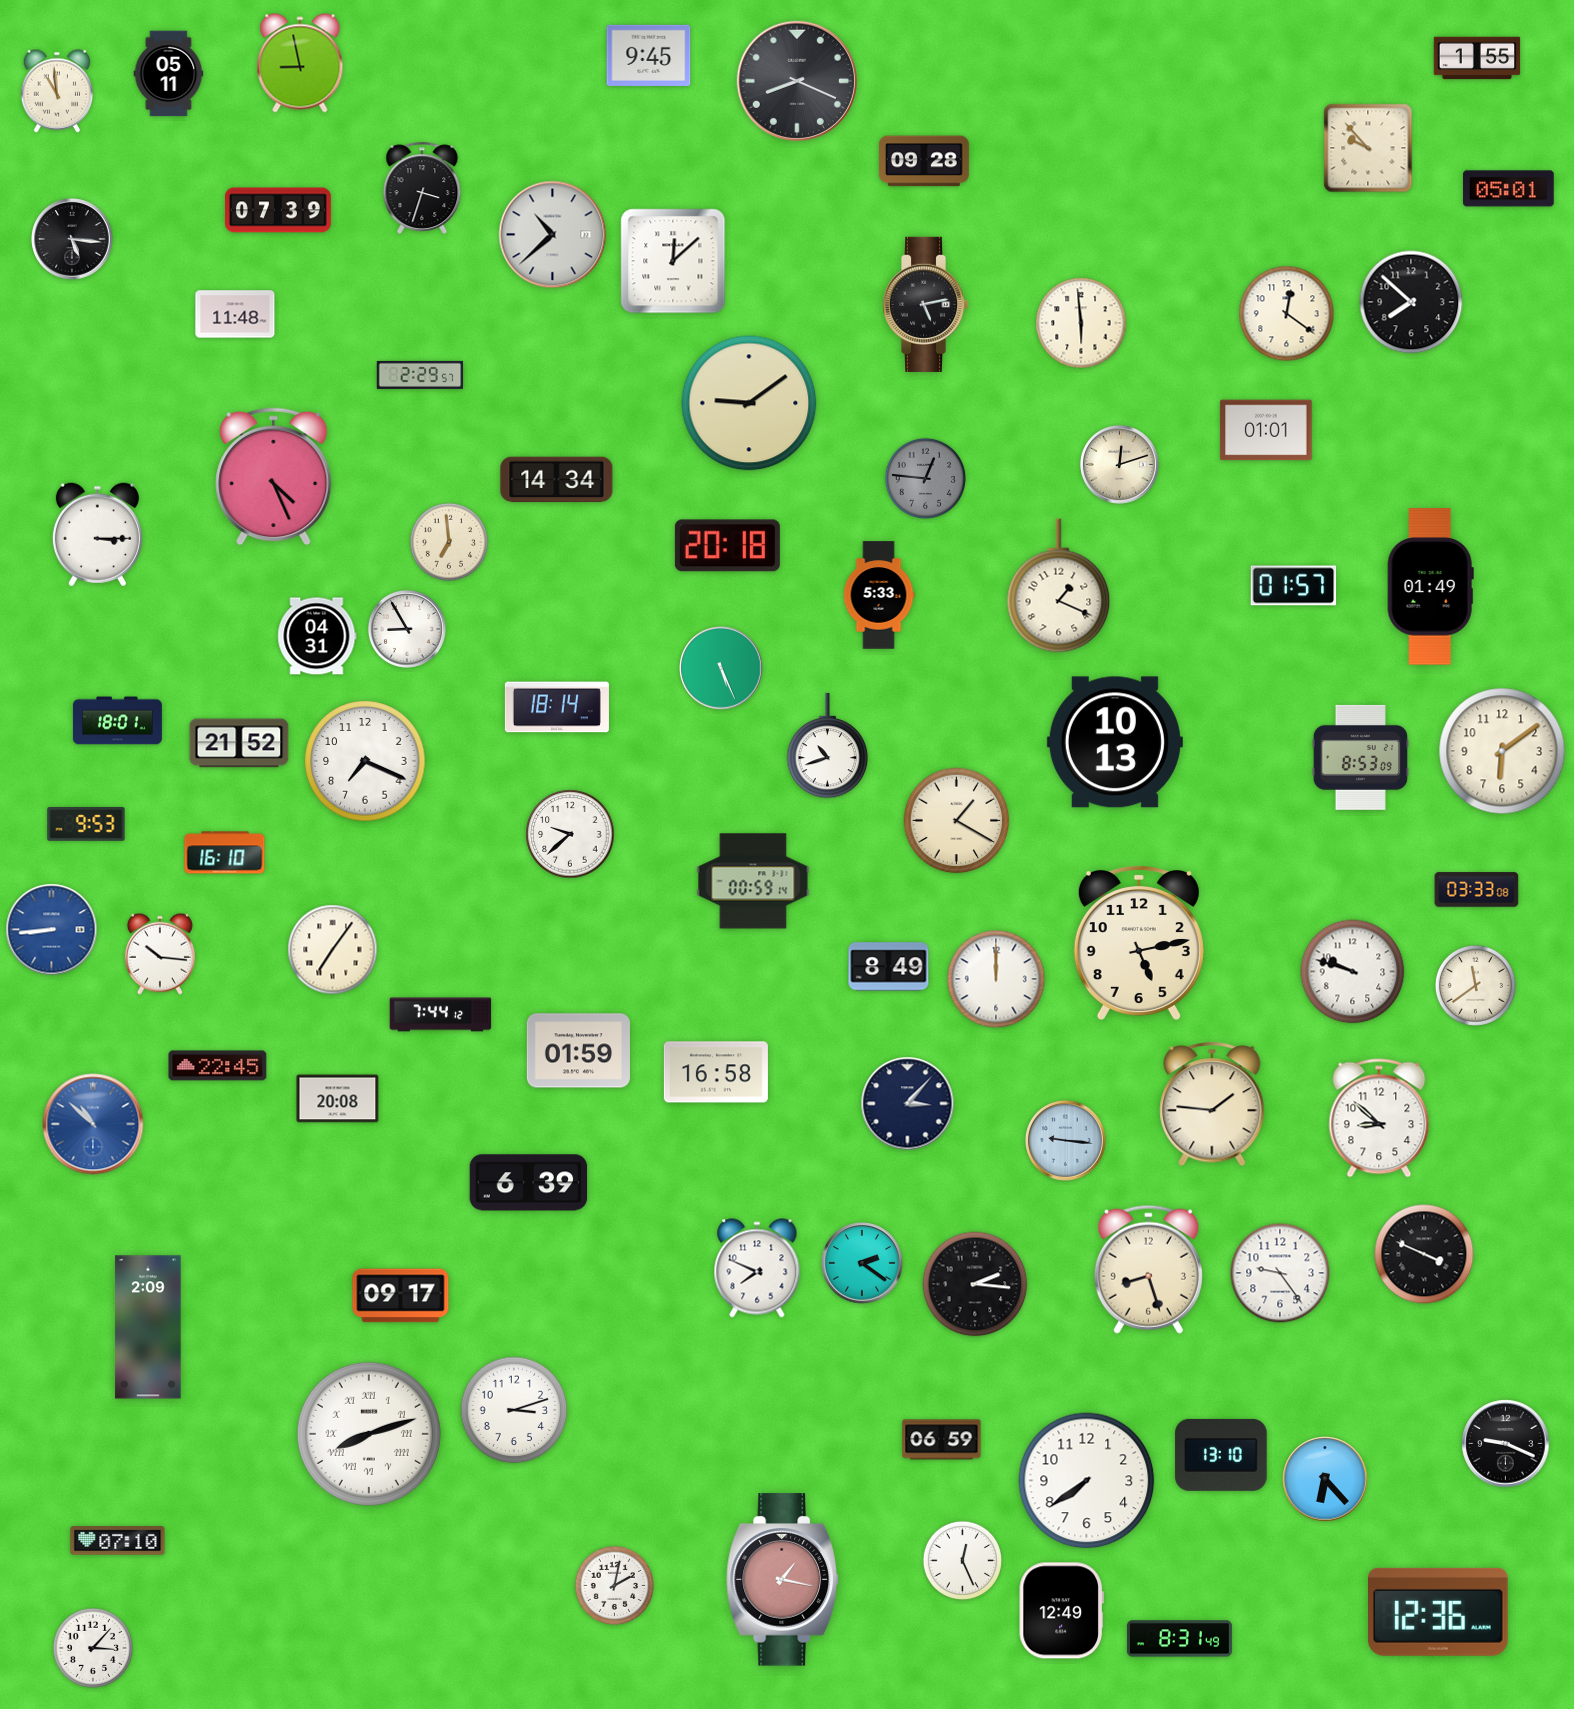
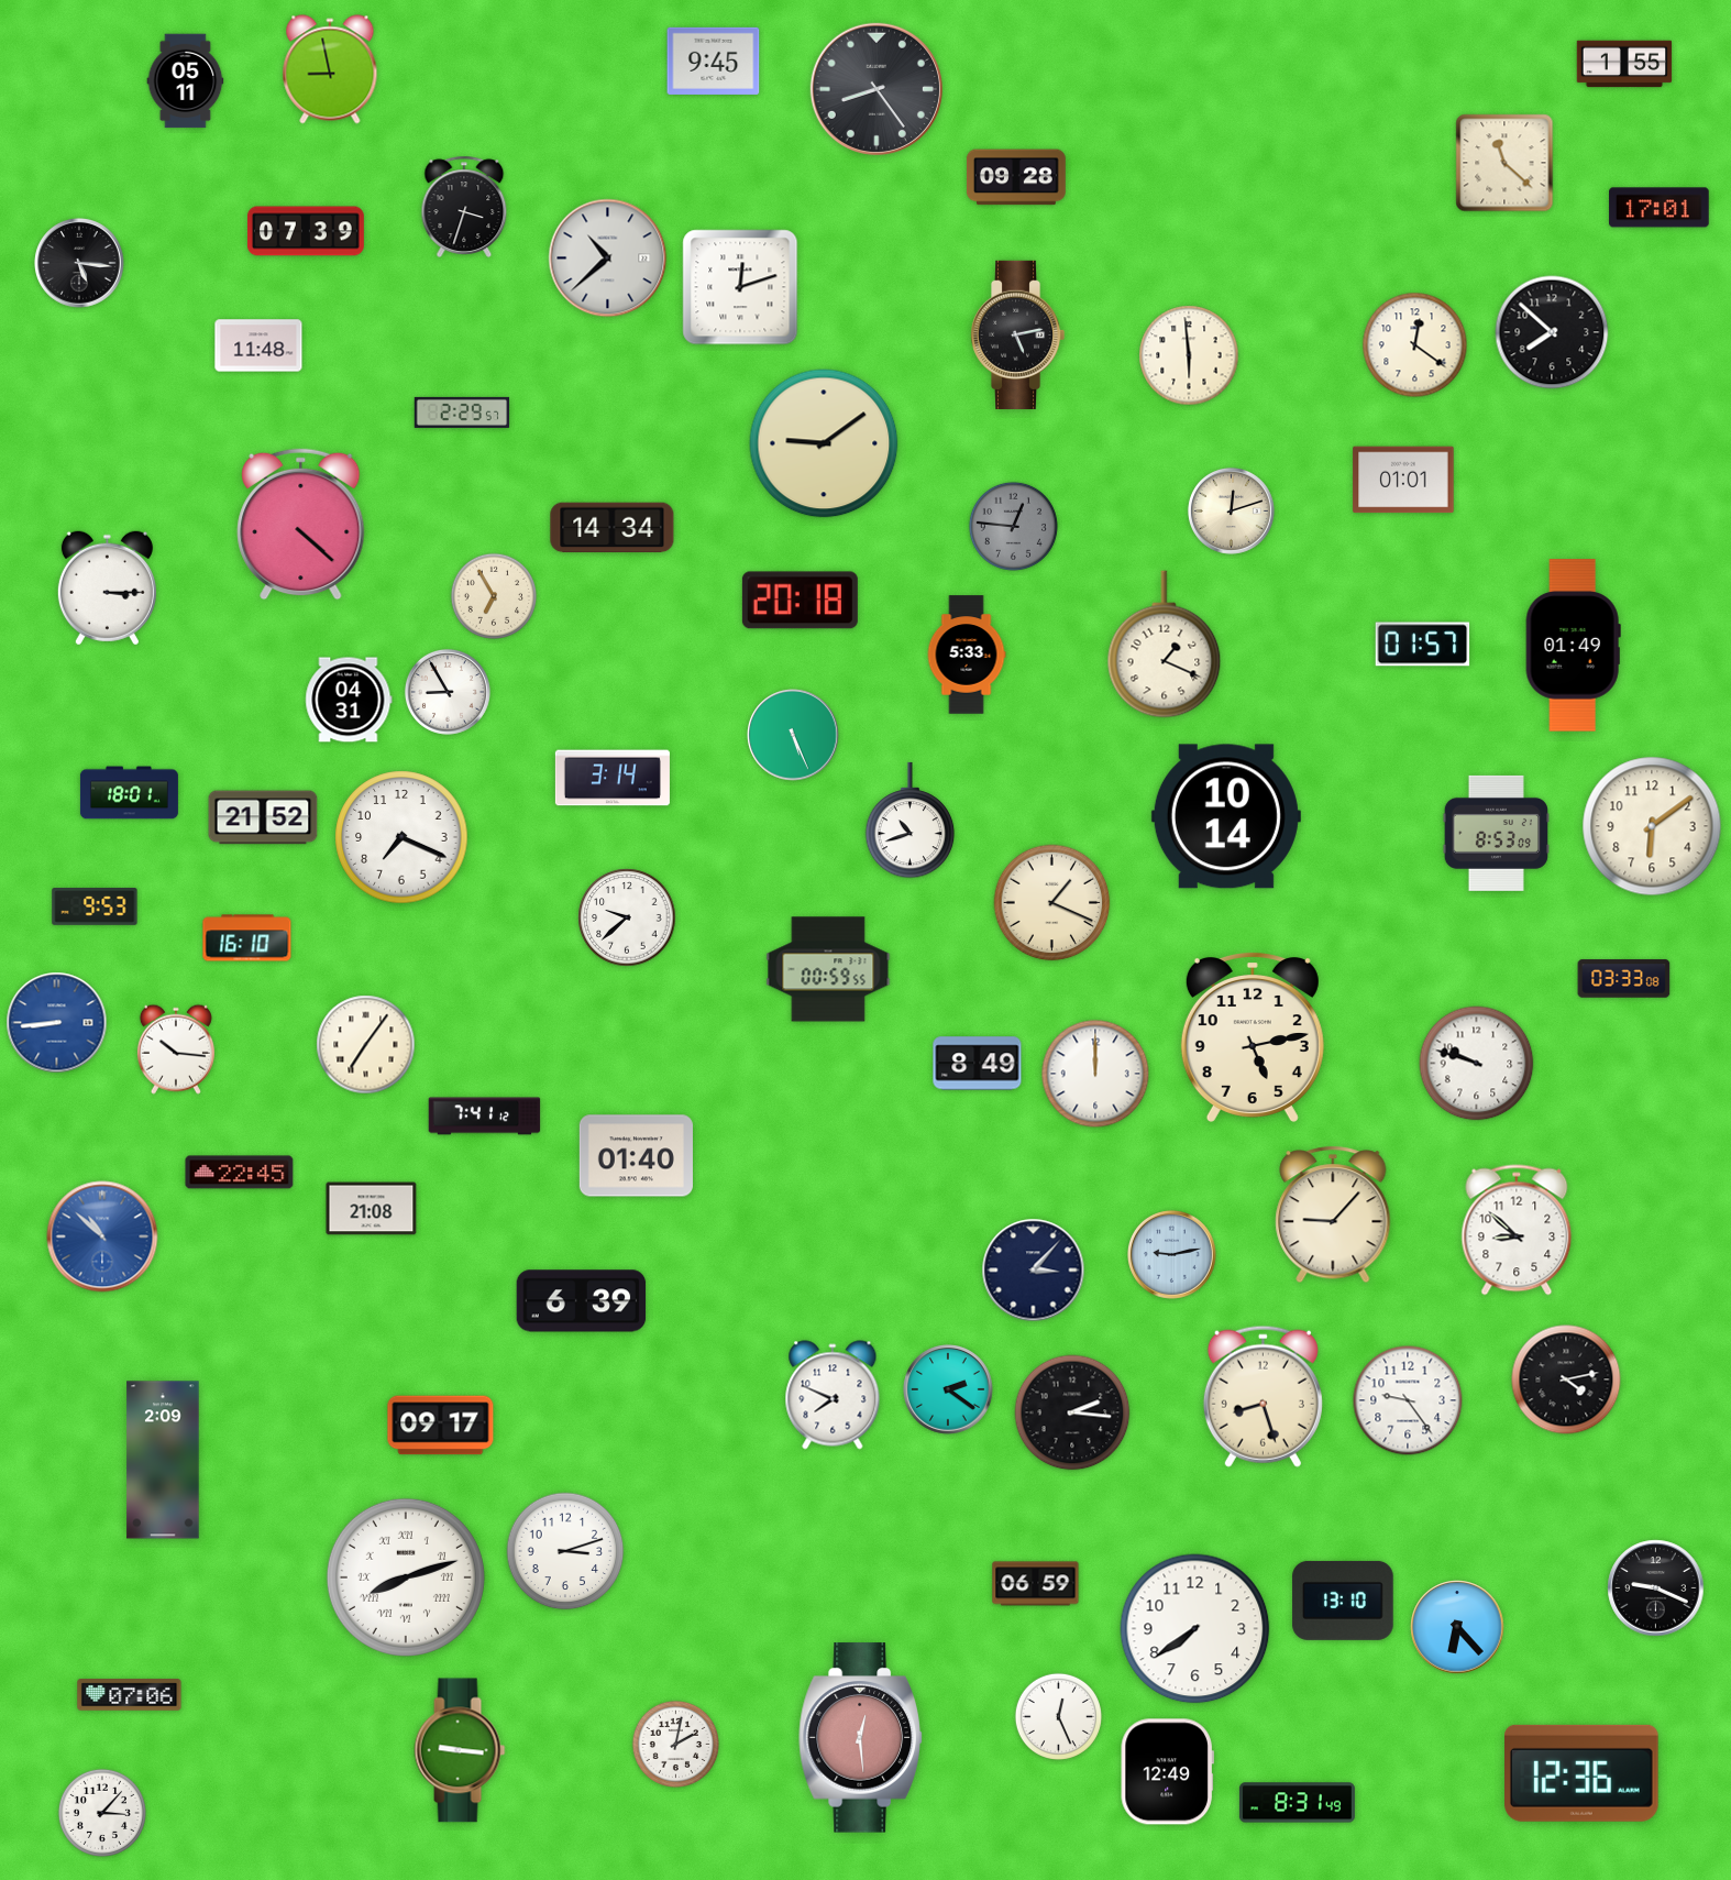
clock at (797, 81): 8:19 -> 8:24
clock at (56, 91): 10:59 -> none
clock at (1368, 148): 9:53 -> 11:22
clock at (1509, 189): 05:01 -> 17:01
clock at (673, 261): 12:08 -> 12:12
clock at (1266, 430) position: (1266, 430) -> (1403, 480)
clock at (274, 477): 4:26 -> 4:22
clock at (925, 478) position: (925, 478) -> (1013, 526)
clock at (448, 541): 6:59 -> 6:55
clock at (557, 707): 18:14 -> 3:14
clock at (1115, 742): 10:13 -> 10:14
clock at (957, 821): 1:20 -> 1:19
clock at (753, 881): 00:59:14 -> 00:59:55
clock at (1353, 972) position: (1353, 972) -> (1477, 1064)
clock at (996, 979) position: (996, 979) -> (1095, 1074)
clock at (1475, 985): 11:39 -> none
clock at (441, 1015): 7:44 -> 7:41
clock at (578, 1051): 01:59 -> 01:40
clock at (716, 1072): 16:58 -> none
clock at (338, 1099): 20:08 -> 21:08
clock at (908, 1104) position: (908, 1104) -> (1034, 1271)
clock at (1212, 1104): 1:46 -> 9:07
clock at (1066, 1141): 9:16 -> 9:13
clock at (1424, 1254): 3:49 -> 4:13
clock at (118, 1541): 07:10 -> 07:06
clock at (782, 1580): 1:17 -> 12:29
clock at (460, 1750): none -> 9:16
